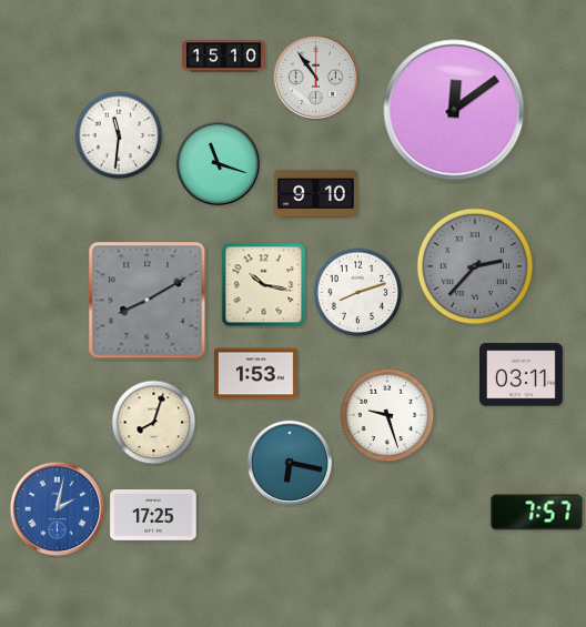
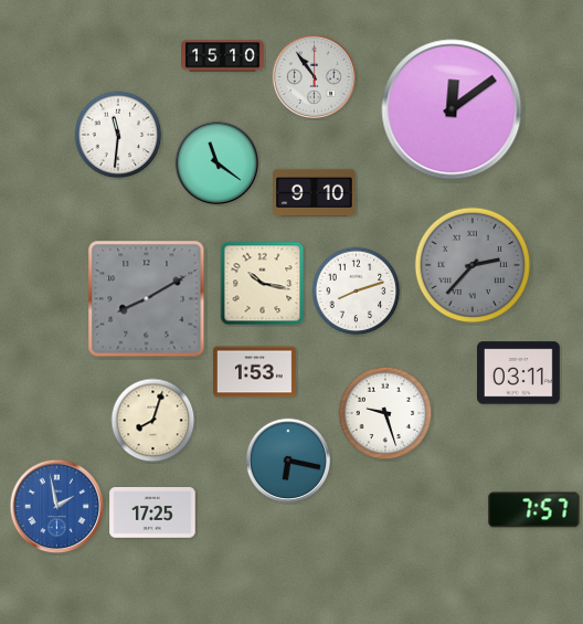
clock at (218, 163): 11:18 -> 11:21
clock at (58, 509): 2:02 -> 1:58
